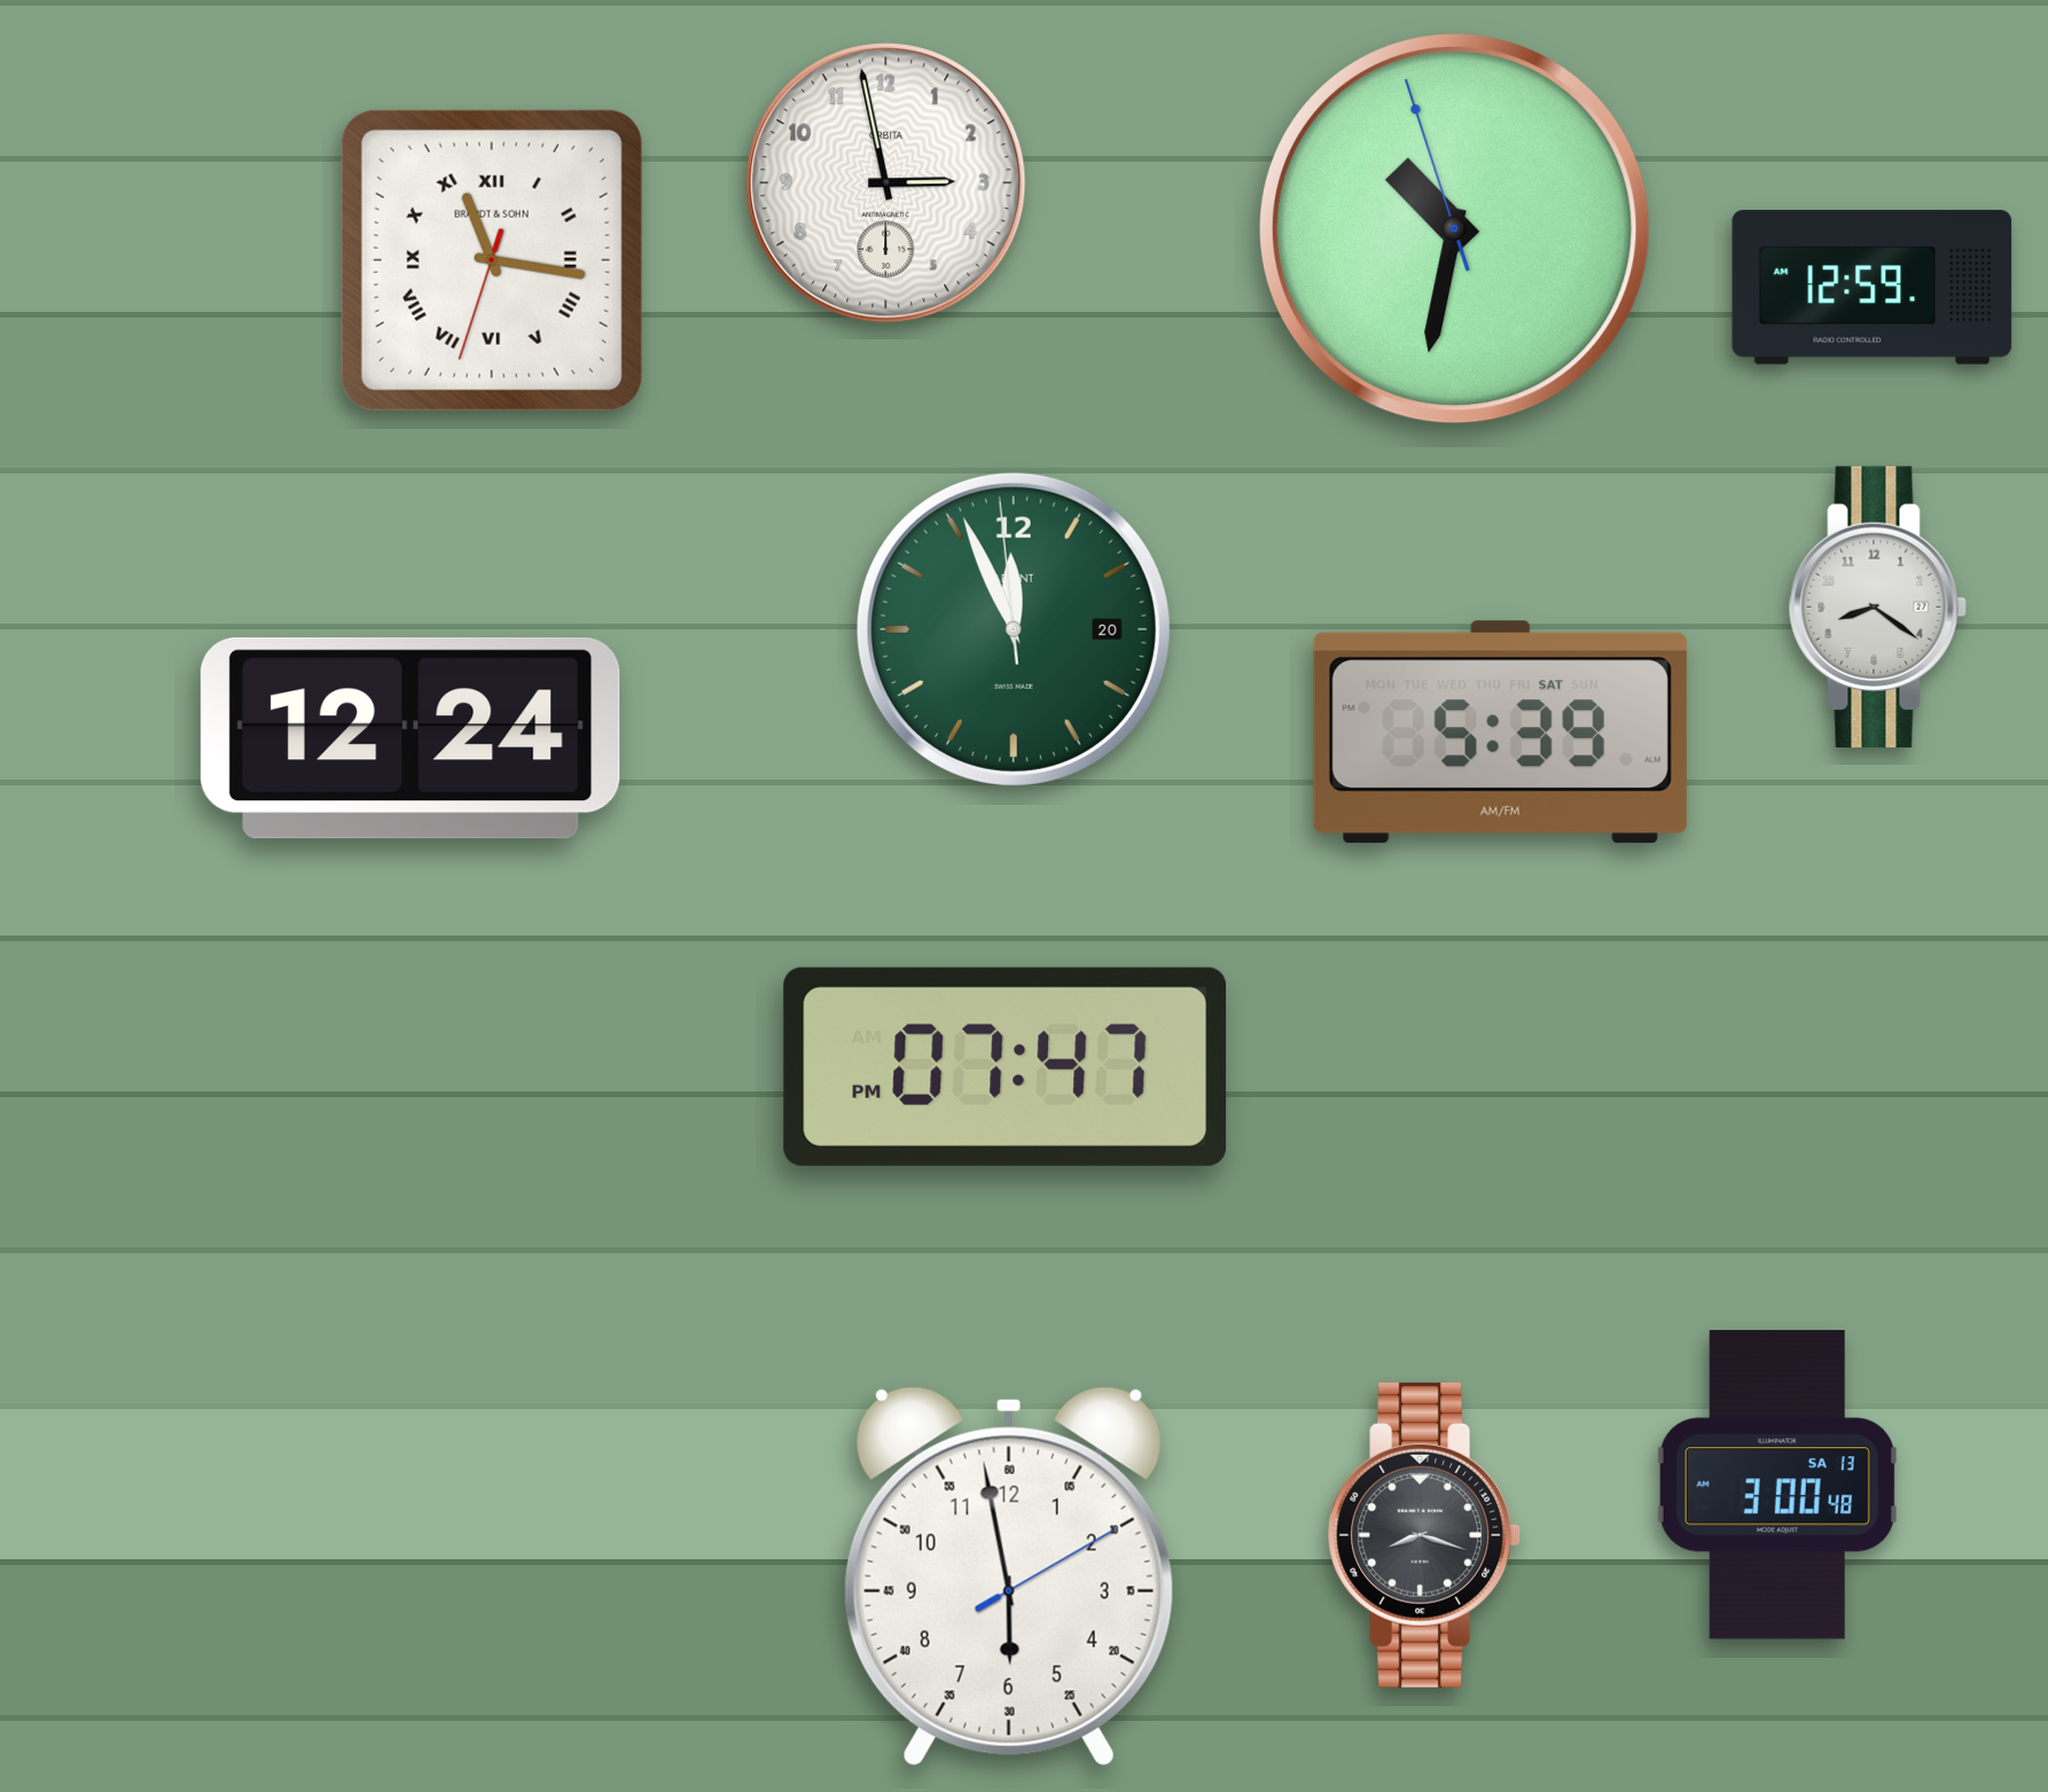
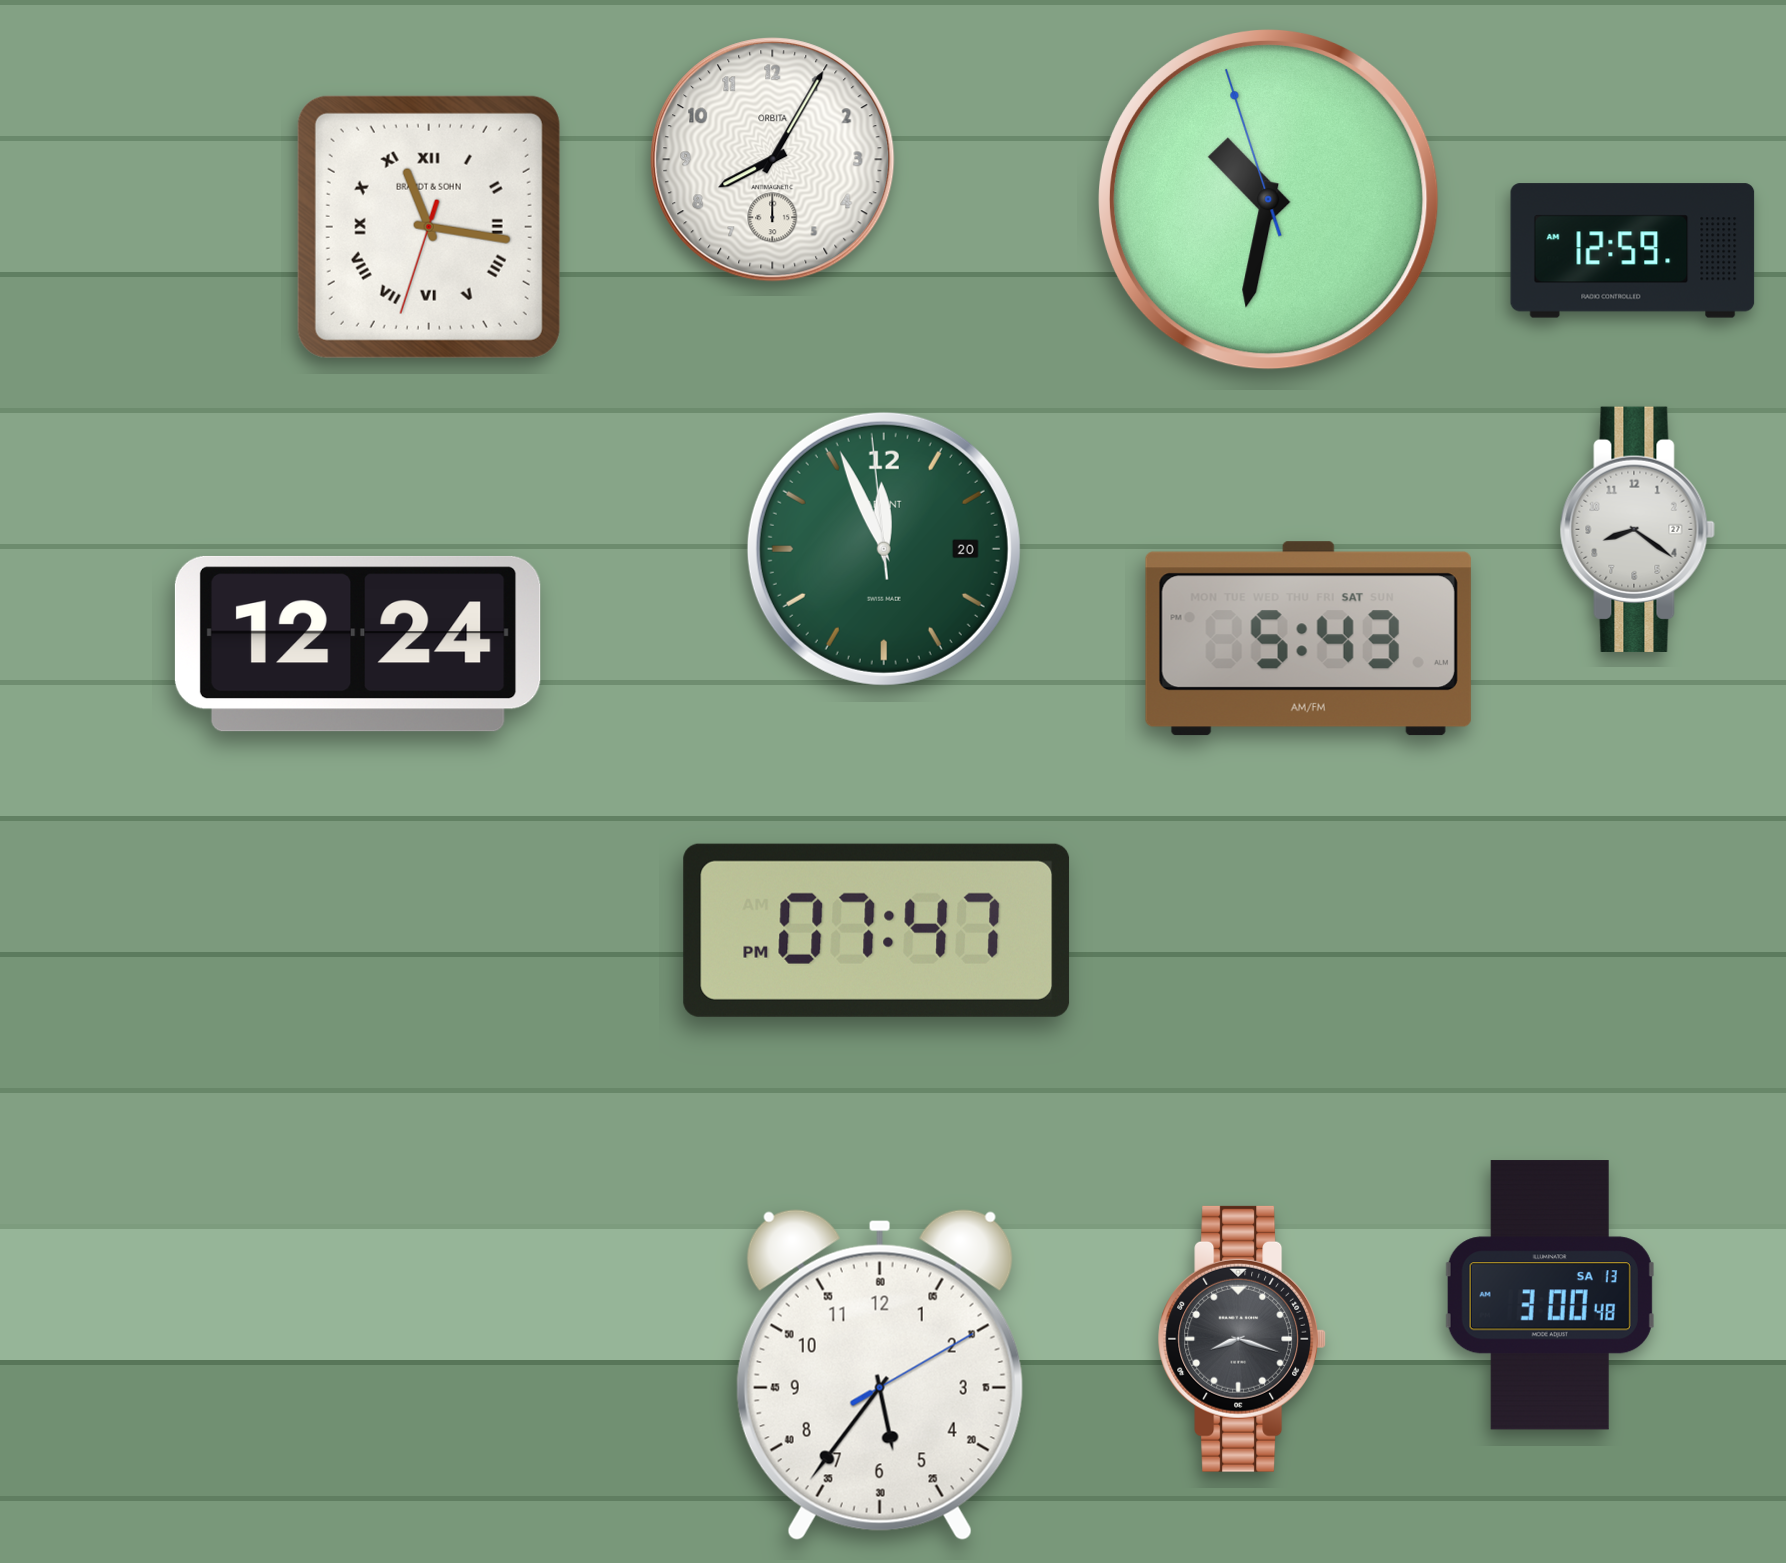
clock at (886, 183): 2:58 -> 8:05
clock at (1500, 733): 5:39 -> 5:43
clock at (1009, 1576): 5:58 -> 5:36
